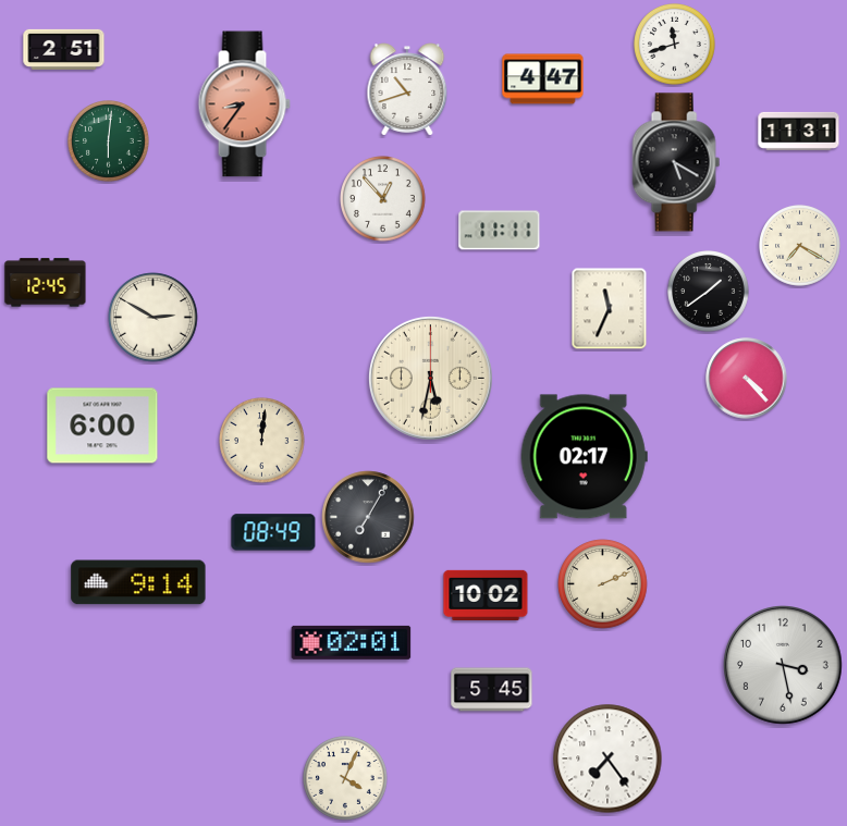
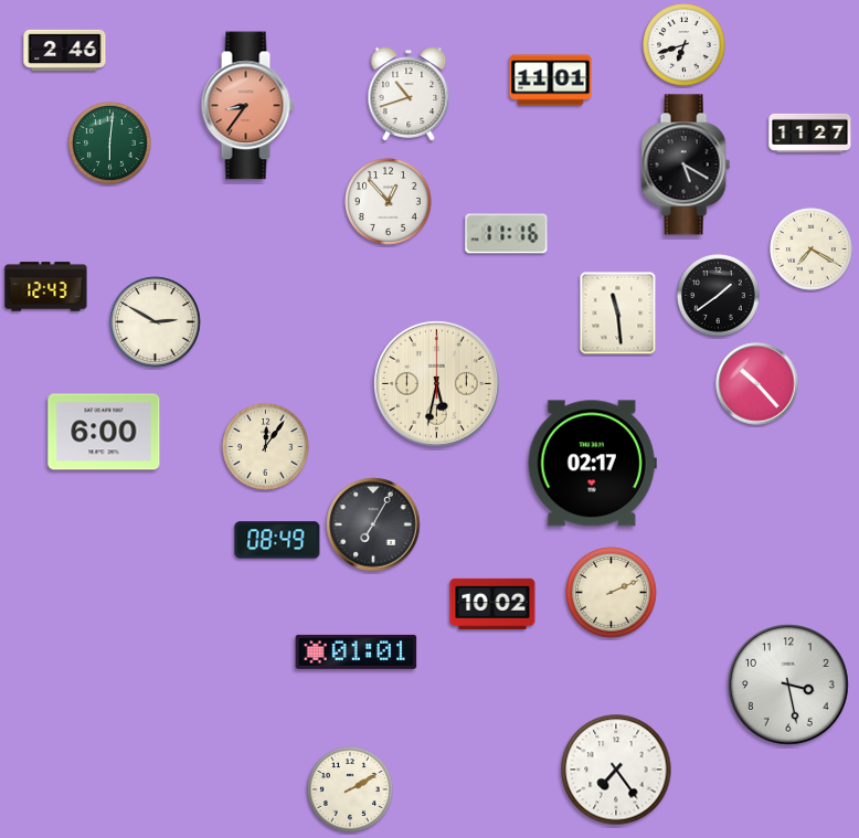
clock at (675, 45): 11:42 -> 6:42
clock at (64, 49): 2:51 -> 2:46
clock at (543, 79): 4:47 -> 11:01
clock at (407, 89) position: (407, 89) -> (409, 94)
clock at (799, 131): 11:31 -> 11:27
clock at (500, 231): 11:11 -> 11:16
clock at (46, 283): 12:45 -> 12:43
clock at (610, 309): 11:34 -> 11:29
clock at (747, 379): 4:23 -> 10:23
clock at (262, 441): 12:01 -> 12:06
clock at (138, 582): 9:14 -> none
clock at (352, 642): 02:01 -> 01:01
clock at (784, 666) position: (784, 666) -> (789, 686)
clock at (492, 690): 5:45 -> none
clock at (346, 779): 4:04 -> 2:10
